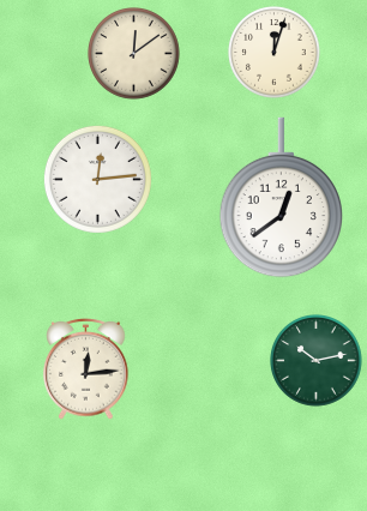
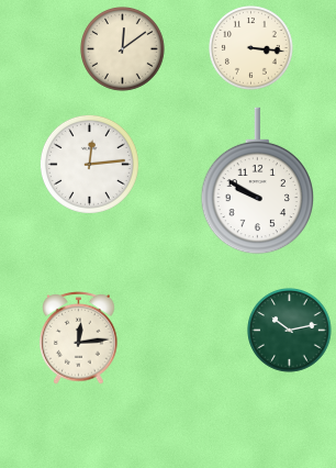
clock at (275, 53): 12:03 -> 3:16
clock at (282, 198): 12:39 -> 9:50
